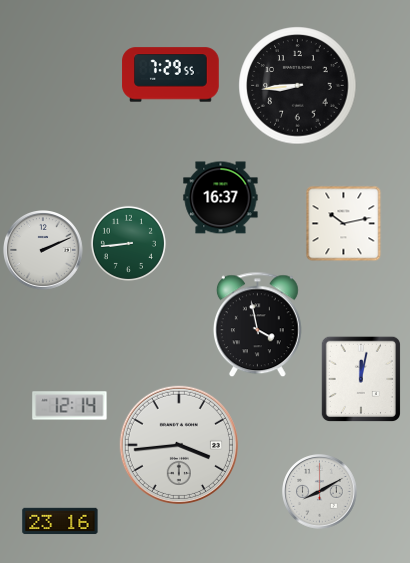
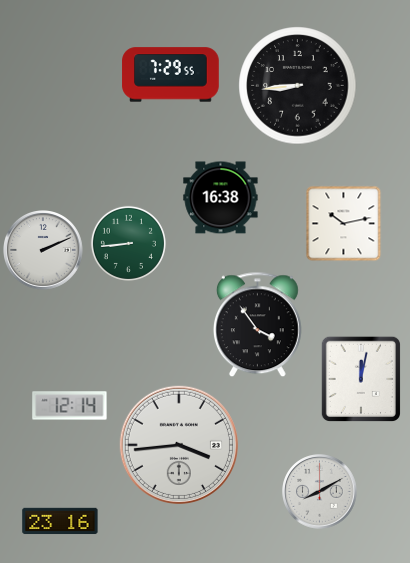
clock at (221, 198): 16:37 -> 16:38
clock at (257, 325): 3:58 -> 3:54
